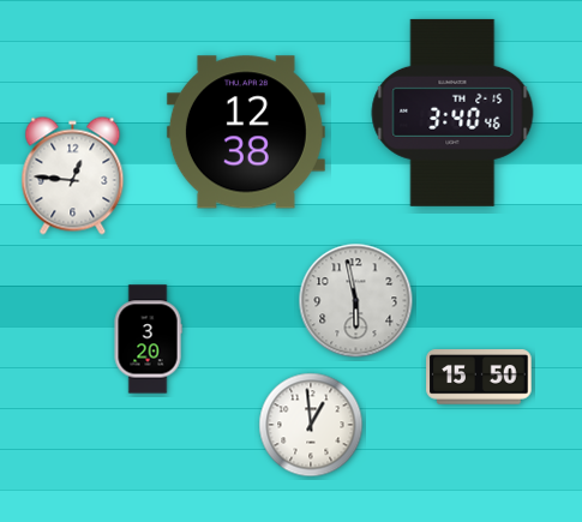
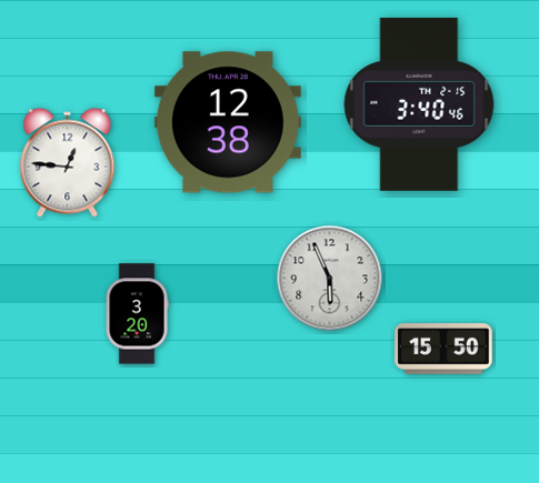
clock at (356, 301): 5:58 -> 5:56
clock at (311, 425): 12:59 -> none
